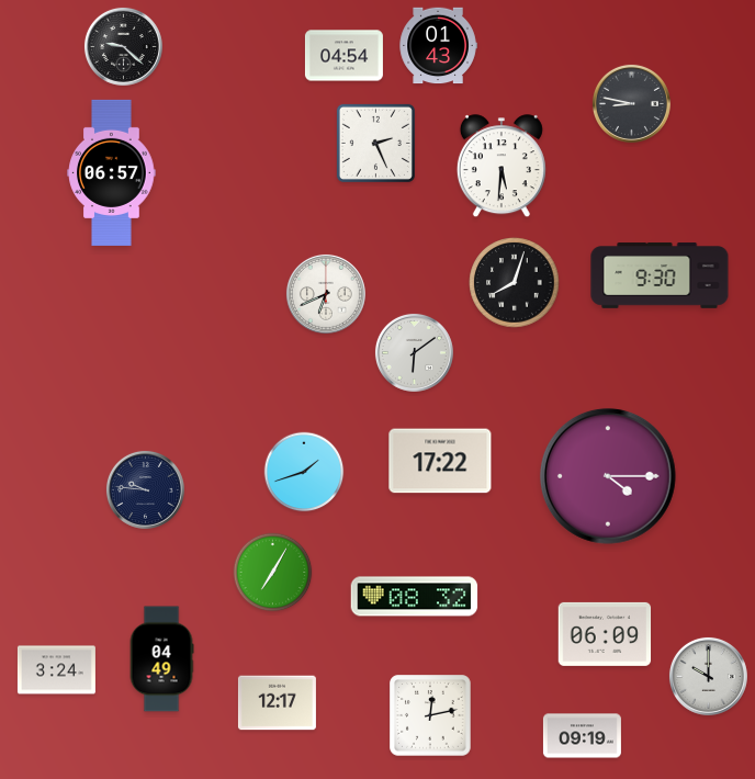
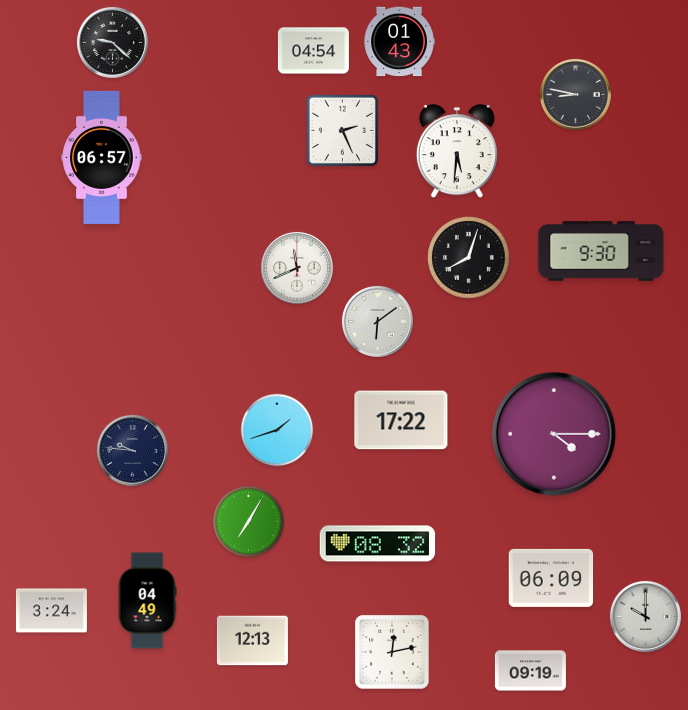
clock at (326, 294): 6:41 -> 11:41
clock at (145, 489) position: (145, 489) -> (132, 450)
clock at (277, 703): 12:17 -> 12:13
